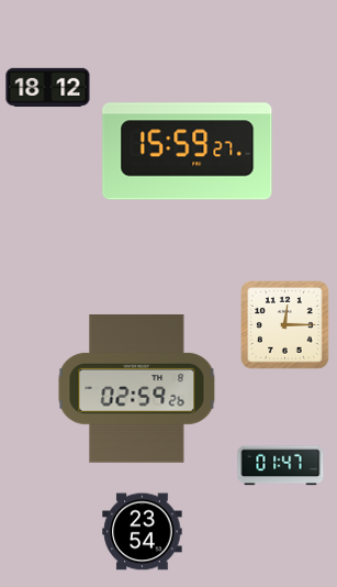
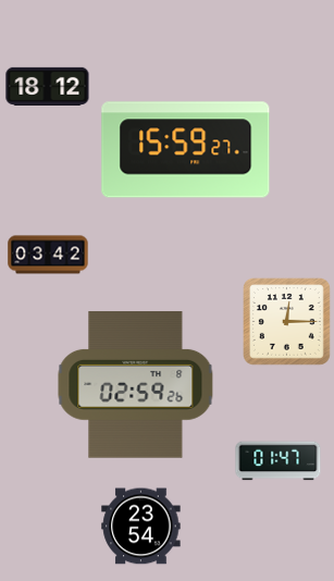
clock at (48, 255): none -> 03:42
clock at (285, 325) position: (285, 325) -> (287, 322)
